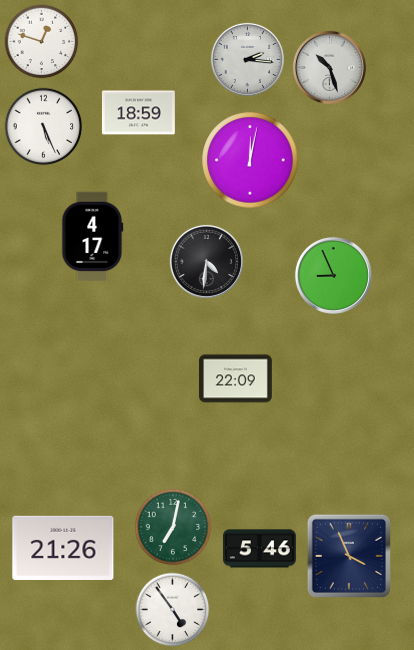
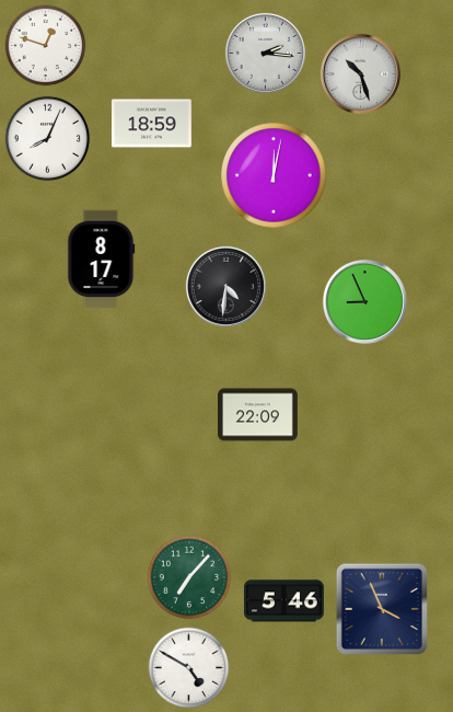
clock at (247, 59) position: (247, 59) -> (265, 53)
clock at (44, 127): 5:26 -> 8:04
clock at (93, 237): 4:17 -> 8:17
clock at (173, 527): 7:02 -> 7:07
clock at (63, 548): 21:26 -> none
clock at (173, 610): 4:54 -> 4:50
